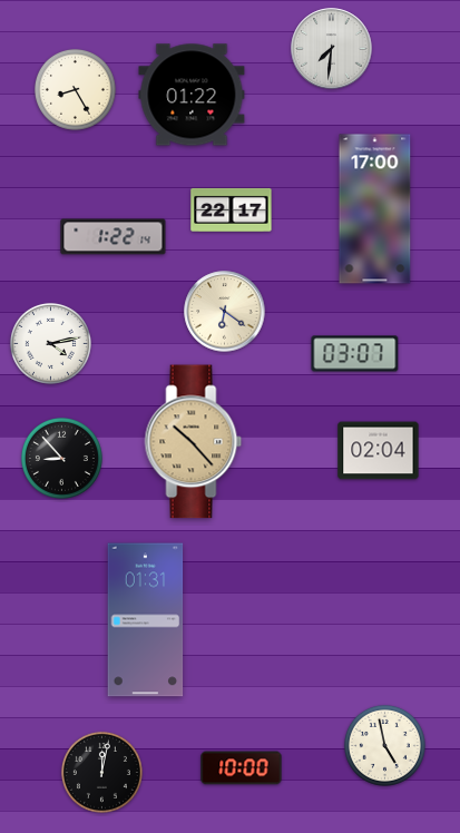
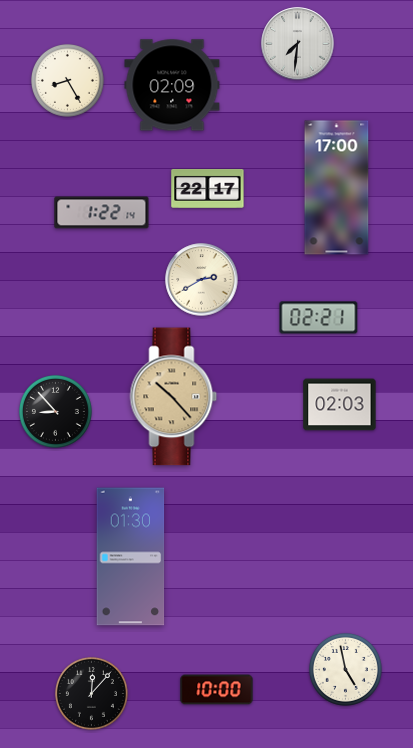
clock at (192, 95): 01:22 -> 02:09
clock at (225, 312): 6:21 -> 2:40
clock at (50, 343): 4:13 -> none
clock at (355, 354): 03:07 -> 02:21
clock at (379, 451): 02:04 -> 02:03
clock at (146, 620): 01:31 -> 01:30
clock at (101, 772): 12:02 -> 12:07
